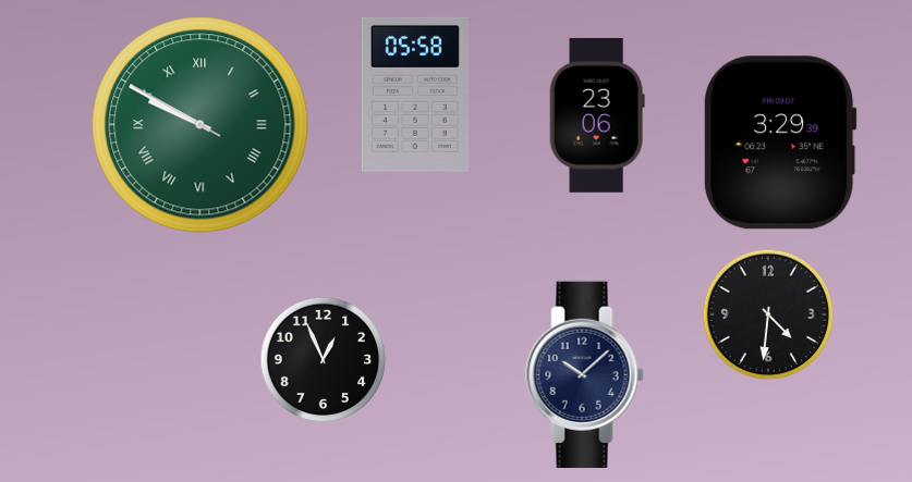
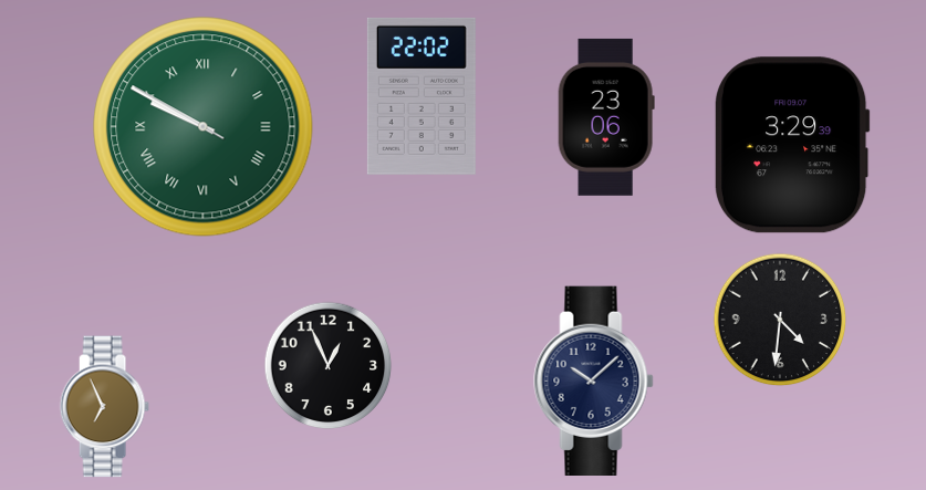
clock at (415, 95): 05:58 -> 22:02
clock at (104, 407): none -> 6:56
